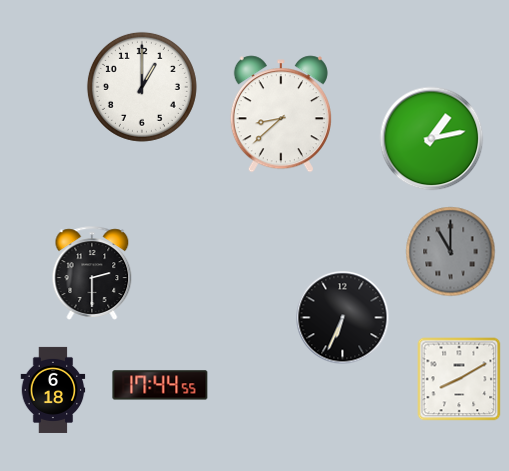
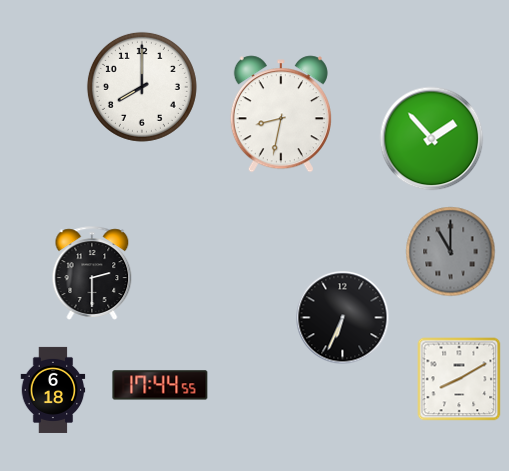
clock at (142, 87): 1:00 -> 8:00
clock at (281, 114): 8:38 -> 8:32
clock at (432, 139): 1:13 -> 1:53
